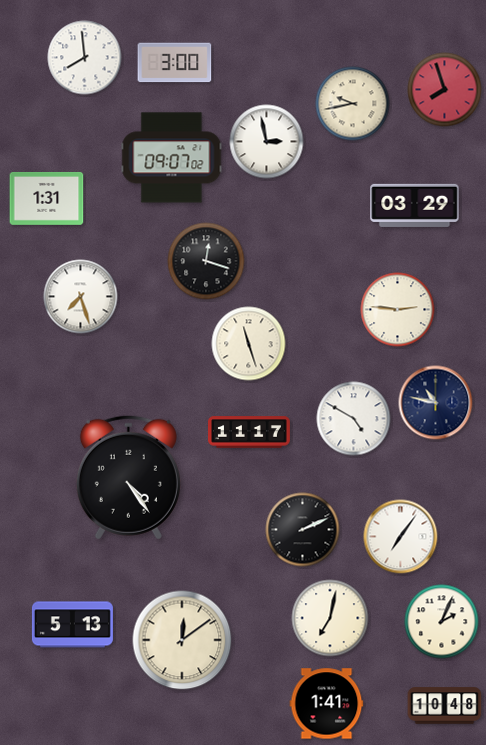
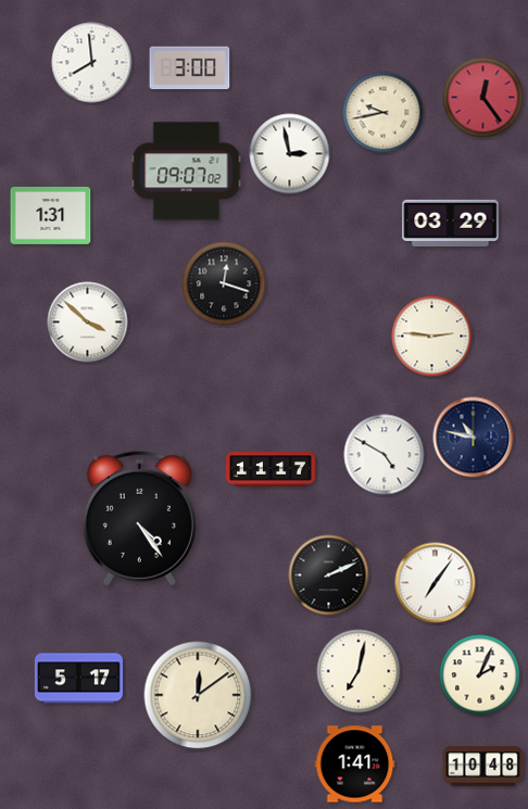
clock at (445, 90): 7:57 -> 12:24
clock at (81, 297): 7:27 -> 3:52
clock at (249, 344): 11:27 -> none
clock at (72, 625): 5:13 -> 5:17
